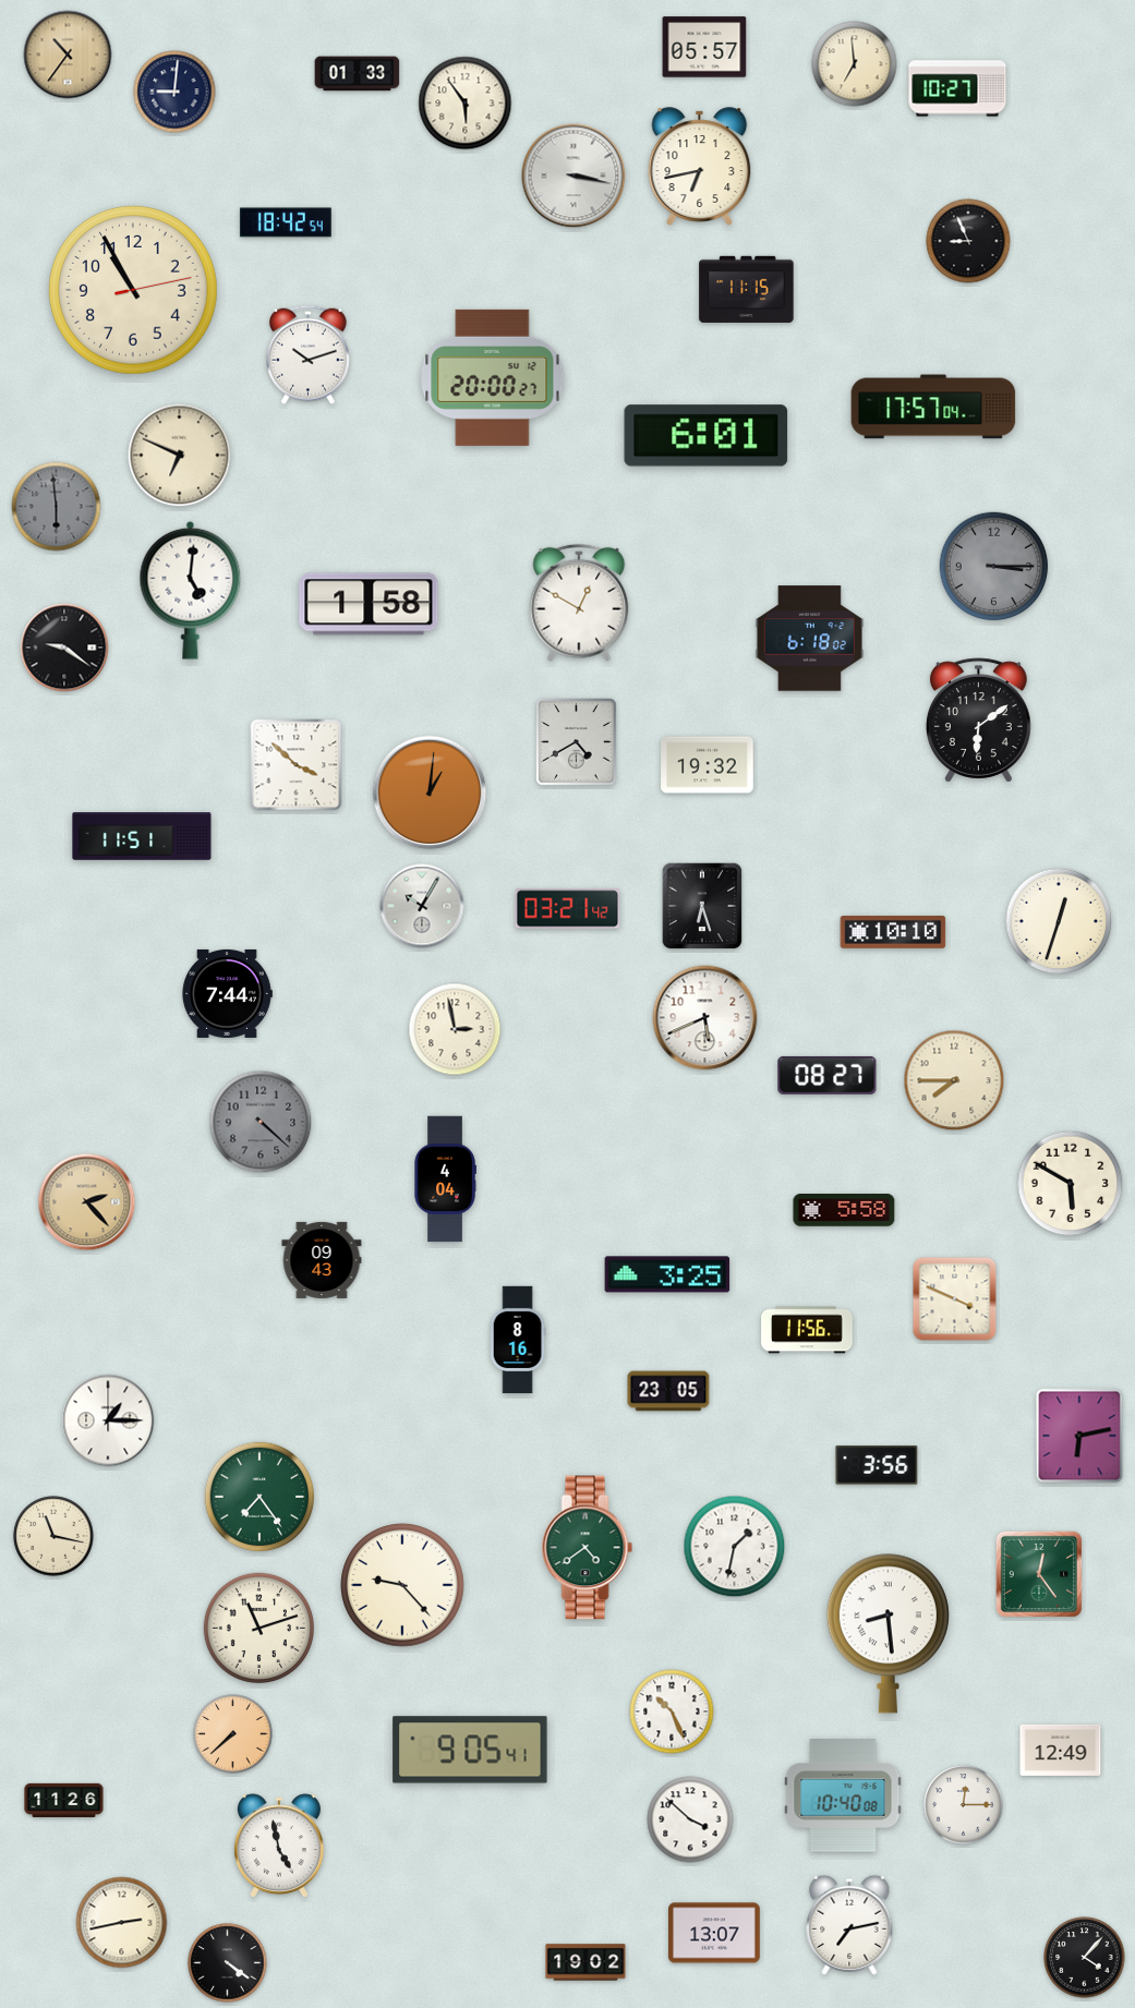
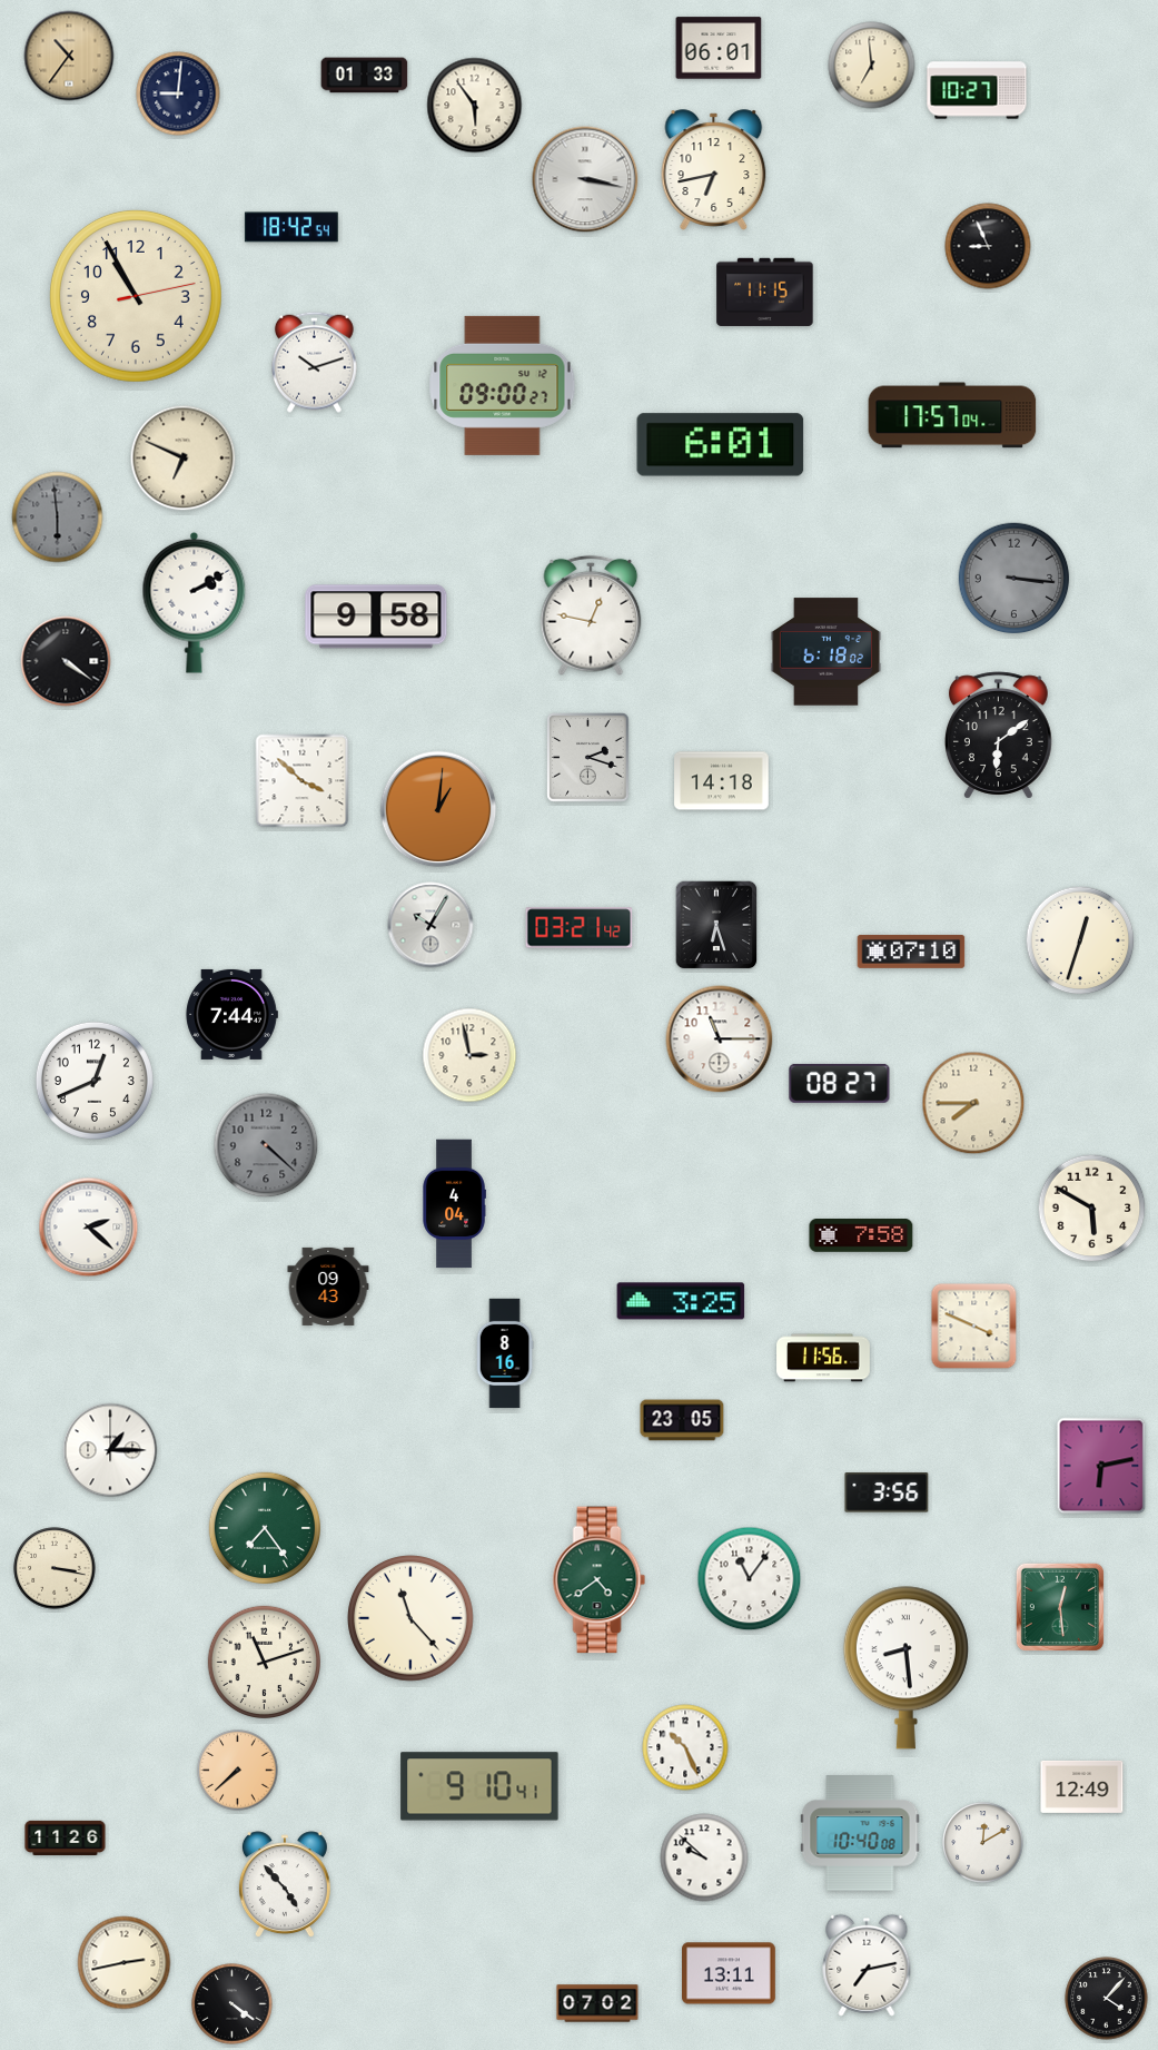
clock at (704, 47): 05:57 -> 06:01
clock at (747, 289) position: (747, 289) -> (765, 292)
clock at (493, 377): 20:00 -> 09:00
clock at (180, 456) position: (180, 456) -> (184, 459)
clock at (994, 567): 3:15 -> 3:16
clock at (191, 590): 5:01 -> 2:10
clock at (579, 603): 12:50 -> 12:47
clock at (369, 604): 1:58 -> 9:58
clock at (64, 648): 9:21 -> 4:21
clock at (577, 742): 4:40 -> 2:18
clock at (708, 765): 19:32 -> 14:18
clock at (142, 836): 11:51 -> none
clock at (893, 932): 10:10 -> 07:10
clock at (705, 1018): 5:41 -> 11:15
clock at (455, 1029) position: (455, 1029) -> (469, 1055)
clock at (95, 1081): none -> 12:41
clock at (828, 1075) position: (828, 1075) -> (840, 1083)
clock at (87, 1202): 2:23 -> 2:22
clock at (87, 1202) dial: champagne -> white
clock at (844, 1211): 5:58 -> 7:58
clock at (518, 1340) position: (518, 1340) -> (505, 1353)
clock at (877, 1465) position: (877, 1465) -> (887, 1492)
clock at (53, 1536): 11:17 -> 3:17
clock at (735, 1547): 1:32 -> 11:06
clock at (1039, 1574): 12:24 -> 12:29
clock at (402, 1585): 9:23 -> 11:23
clock at (470, 1750): 9:05 -> 9:10
clock at (964, 1805): 12:15 -> 12:10
clock at (690, 1819): 3:52 -> 9:52
clock at (279, 1847): 4:58 -> 4:53
clock at (715, 1933): 13:07 -> 13:11
clock at (585, 1962): 19:02 -> 07:02
